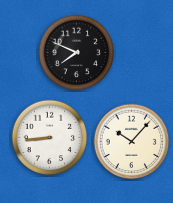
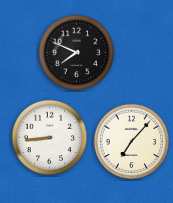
clock at (132, 142): 10:07 -> 7:07
